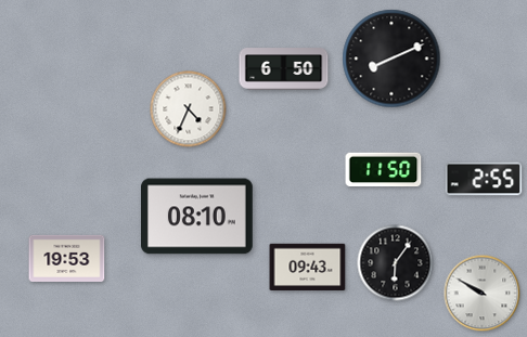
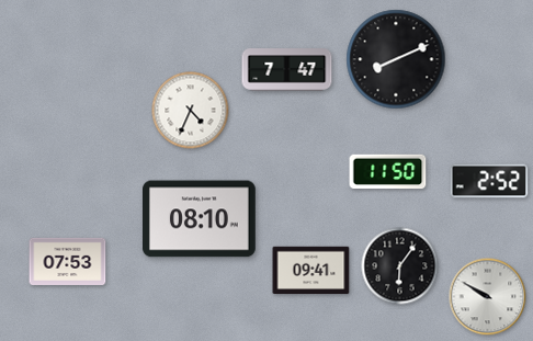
clock at (284, 69): 6:50 -> 7:47
clock at (484, 179): 2:55 -> 2:52
clock at (67, 258): 19:53 -> 07:53
clock at (308, 268): 09:43 -> 09:41
